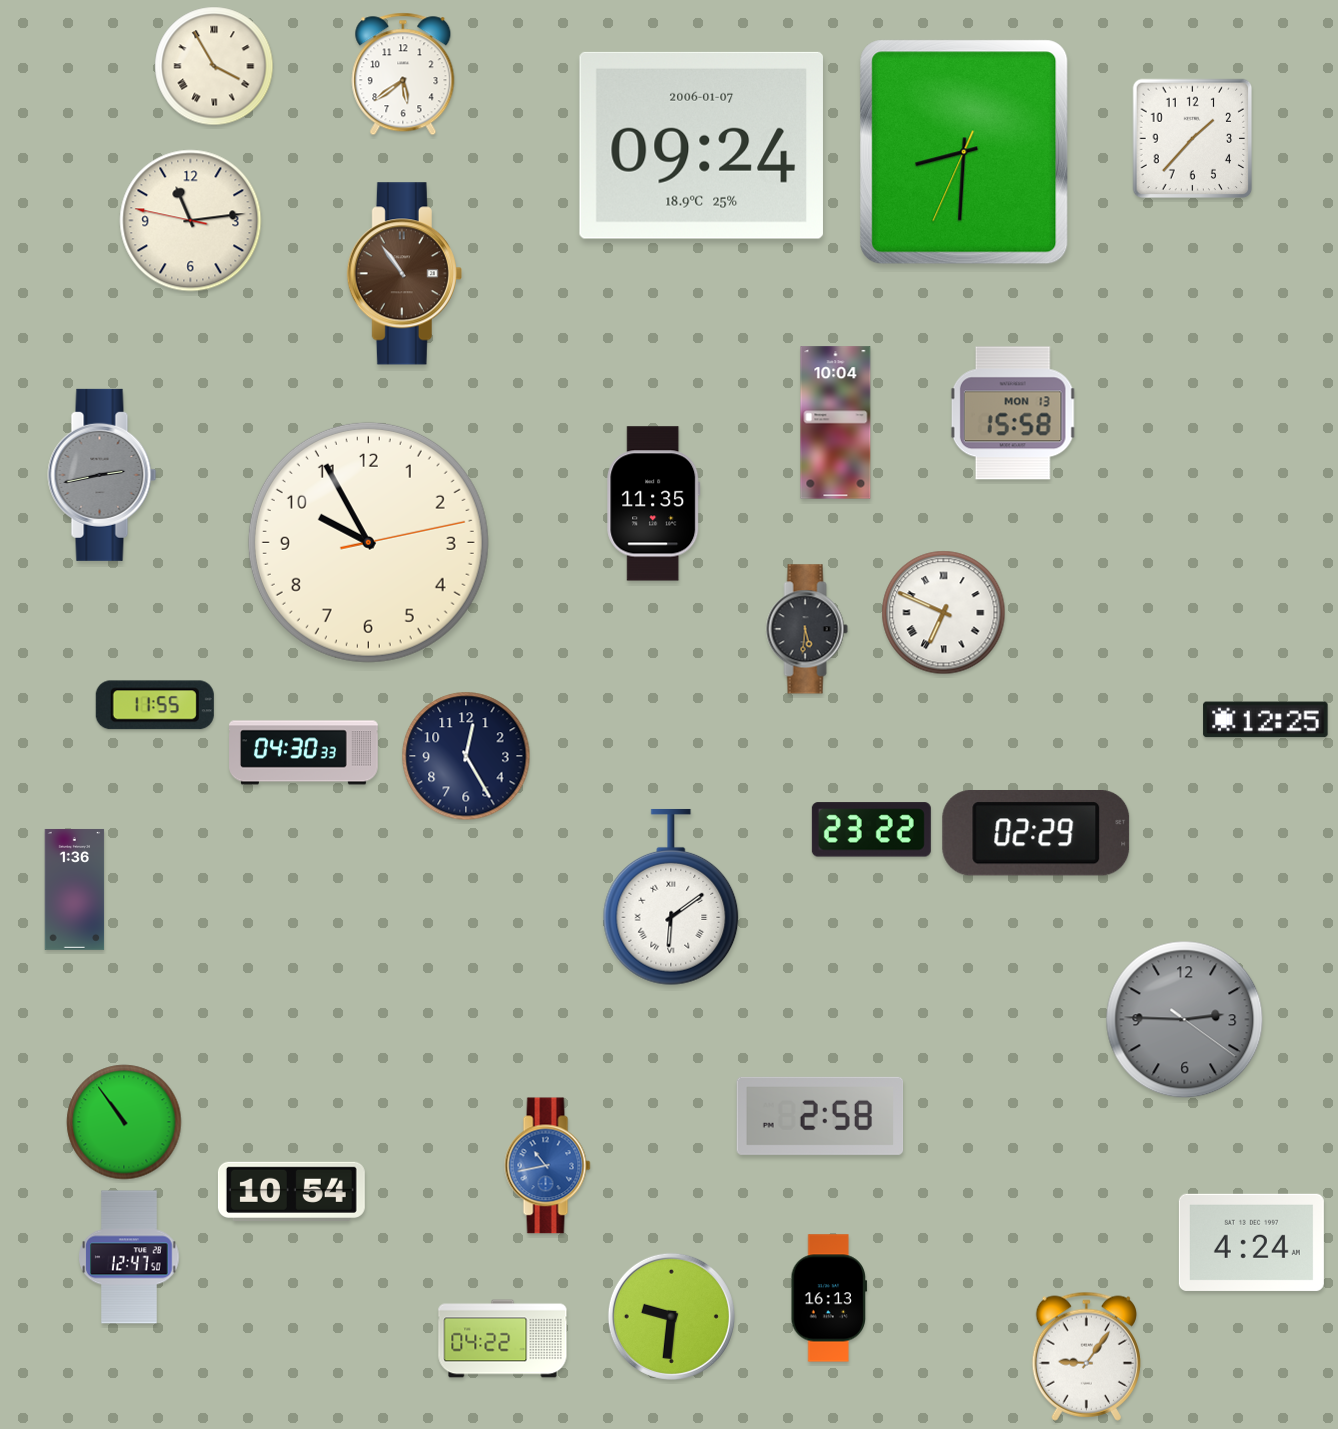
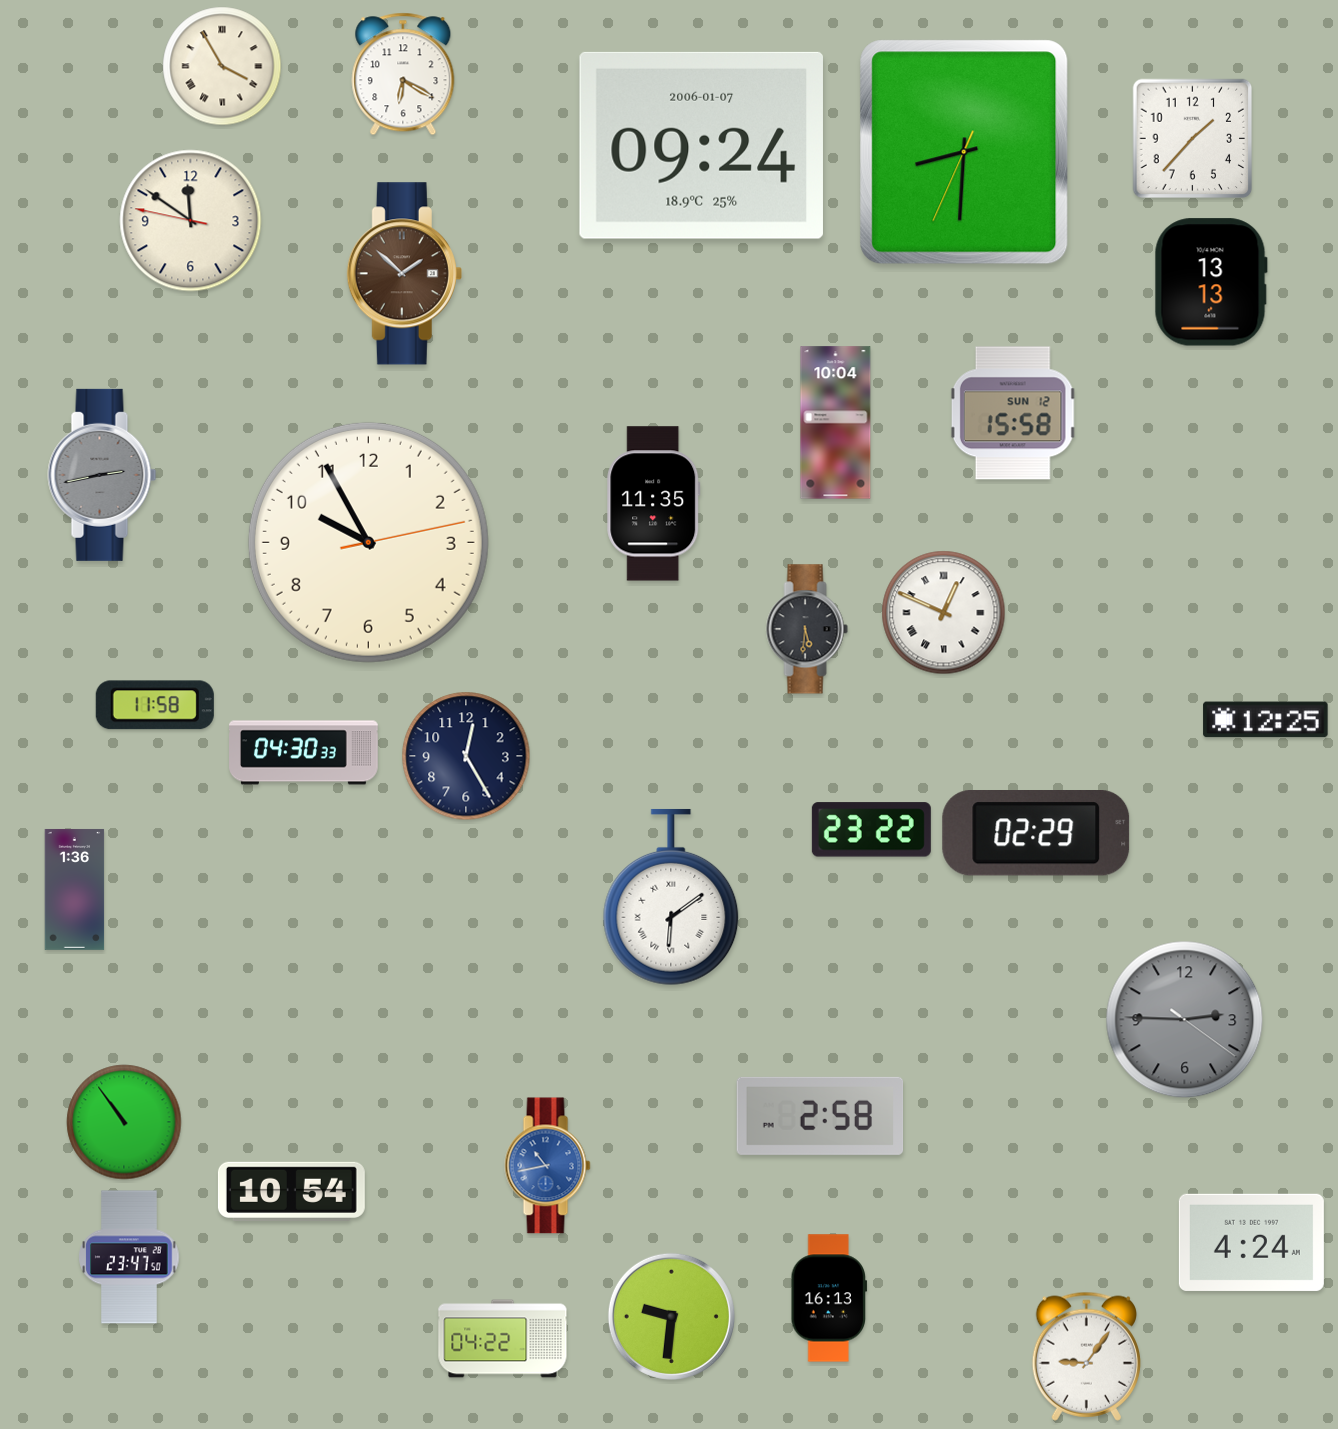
clock at (214, 66) position: (214, 66) -> (222, 66)
clock at (403, 74): 5:39 -> 6:20
clock at (191, 221): 11:13 -> 11:50
clock at (404, 274): 10:54 -> 1:52
clock at (1211, 282): none -> 13:13
clock at (1013, 413) date: MON 13 -> SUN 12
clock at (944, 613): 6:49 -> 12:49
clock at (155, 705): 11:55 -> 11:58
clock at (129, 1257): 12:47 -> 23:47
